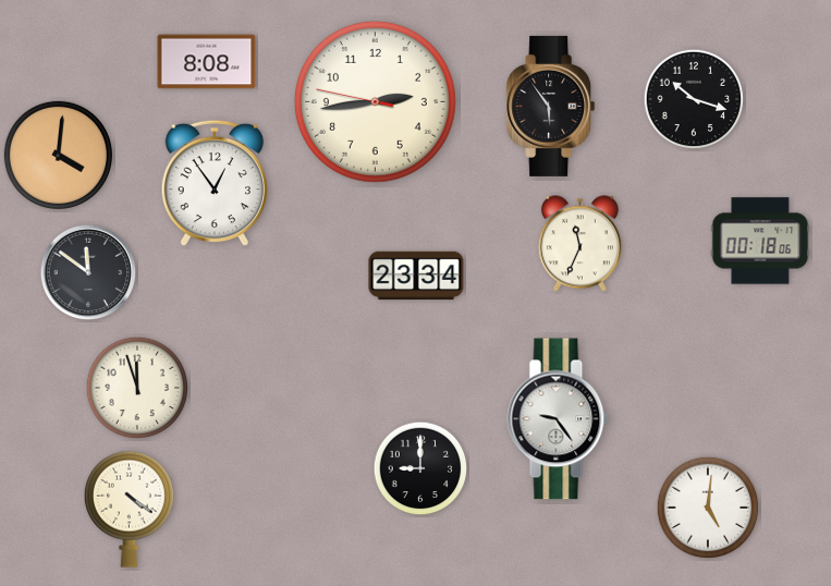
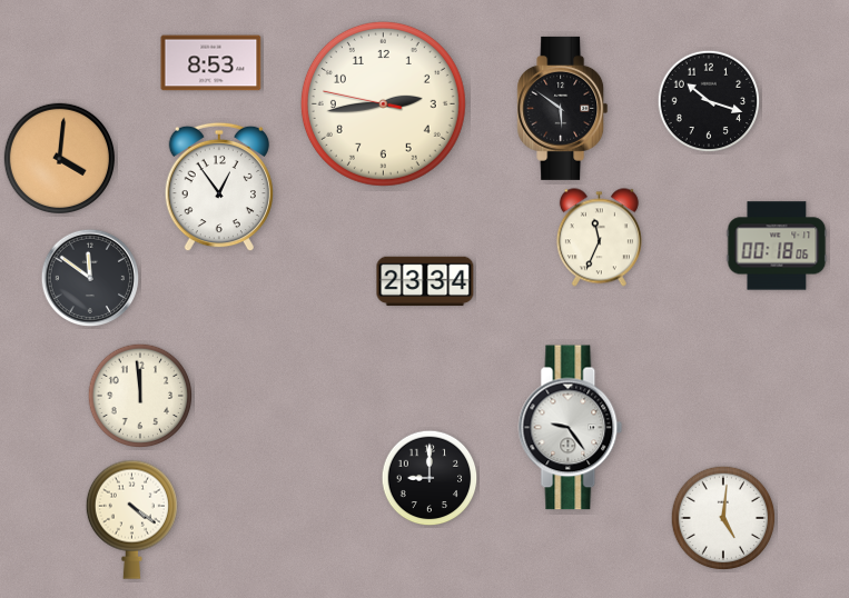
clock at (207, 62): 8:08 -> 8:53
clock at (551, 106): 5:54 -> 5:51
clock at (579, 244) position: (579, 244) -> (599, 238)
clock at (137, 388): 11:57 -> 11:59
